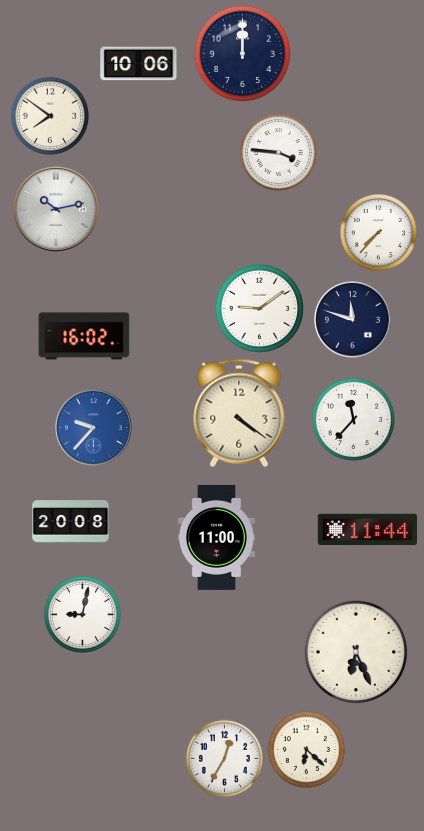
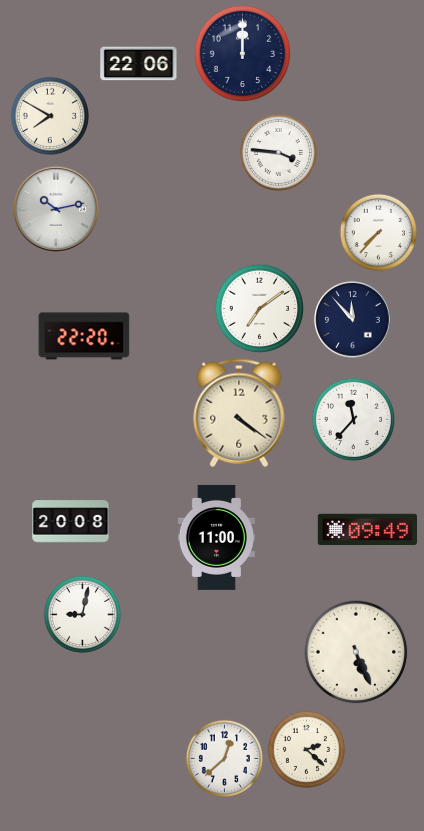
clock at (139, 64): 10:06 -> 22:06
clock at (50, 116): 7:51 -> 7:50
clock at (259, 308): 9:09 -> 7:09
clock at (353, 320): 11:48 -> 11:53
clock at (84, 336): 16:02 -> 22:20
clock at (94, 428): 9:37 -> none
clock at (367, 530): 11:44 -> 09:49
clock at (356, 652): 6:26 -> 5:26
clock at (306, 749): 6:22 -> 2:22
clock at (224, 758): 12:35 -> 12:38
